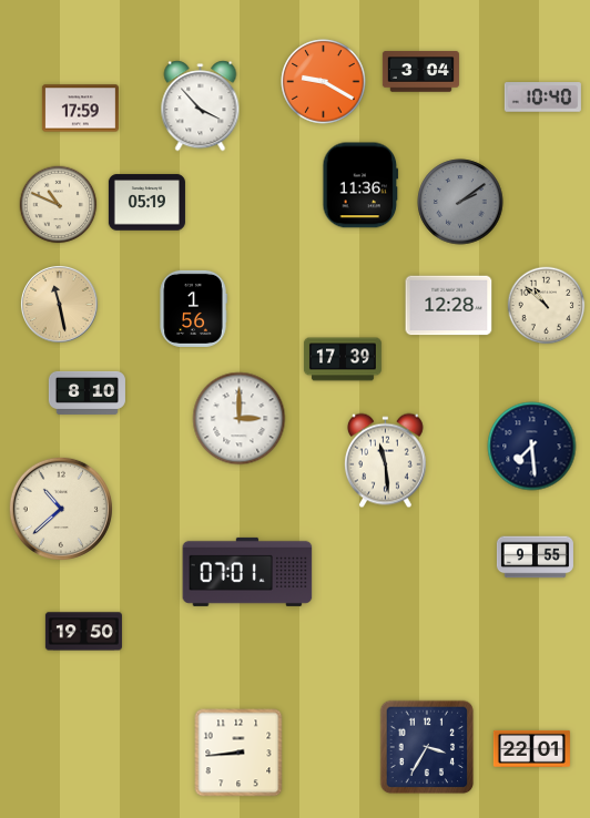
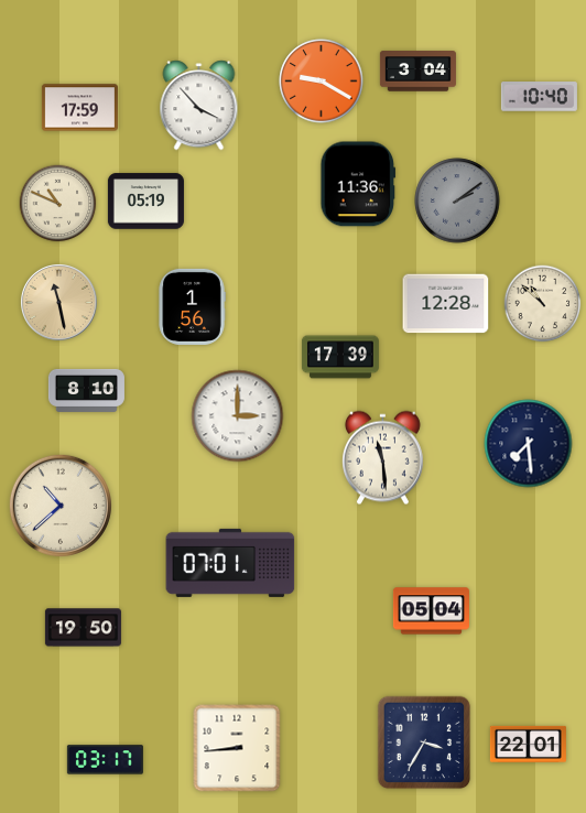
clock at (535, 558): 9:55 -> none
clock at (247, 572) position: (247, 572) -> (230, 563)
clock at (431, 611): none -> 05:04
clock at (105, 760): none -> 03:17
